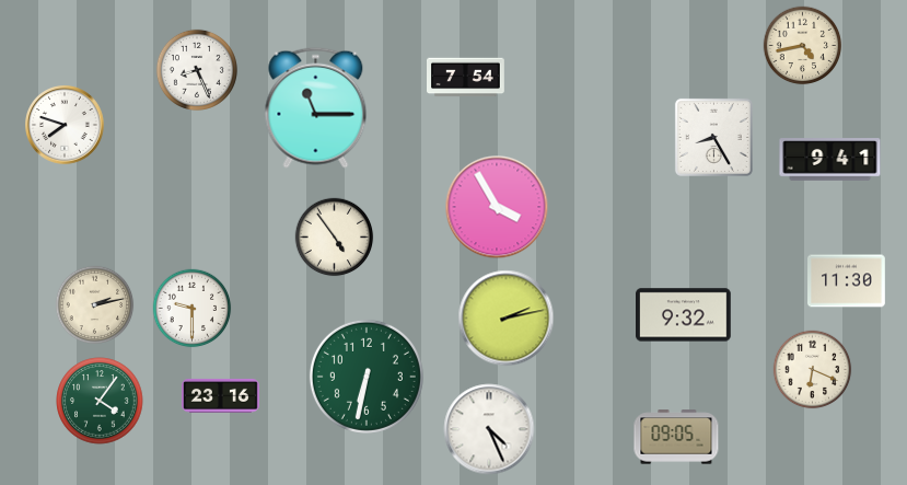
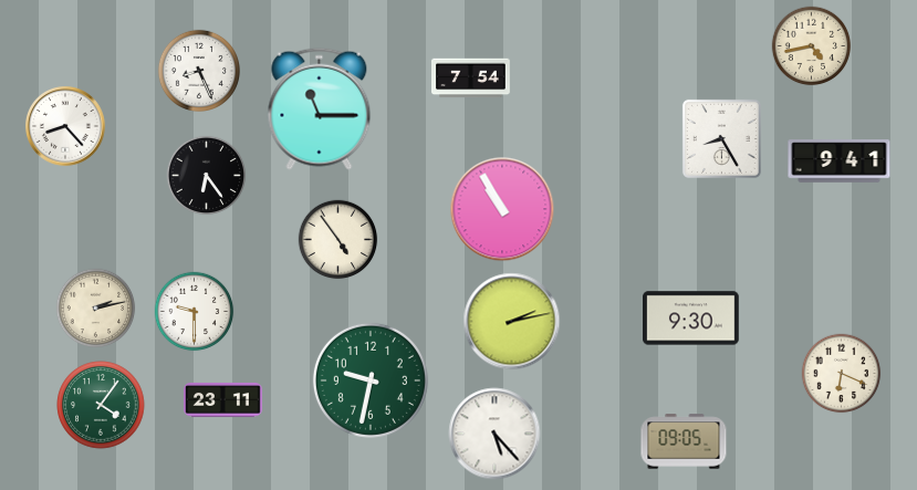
clock at (66, 126): 7:48 -> 8:23
clock at (207, 176): none -> 6:24
clock at (497, 207): 3:55 -> 10:55
clock at (847, 281): 11:30 -> none
clock at (684, 315): 9:32 -> 9:30
clock at (813, 370) position: (813, 370) -> (842, 374)
clock at (367, 377): 6:32 -> 9:32
clock at (221, 395): 23:16 -> 23:11
clock at (489, 429): 4:26 -> 5:23
